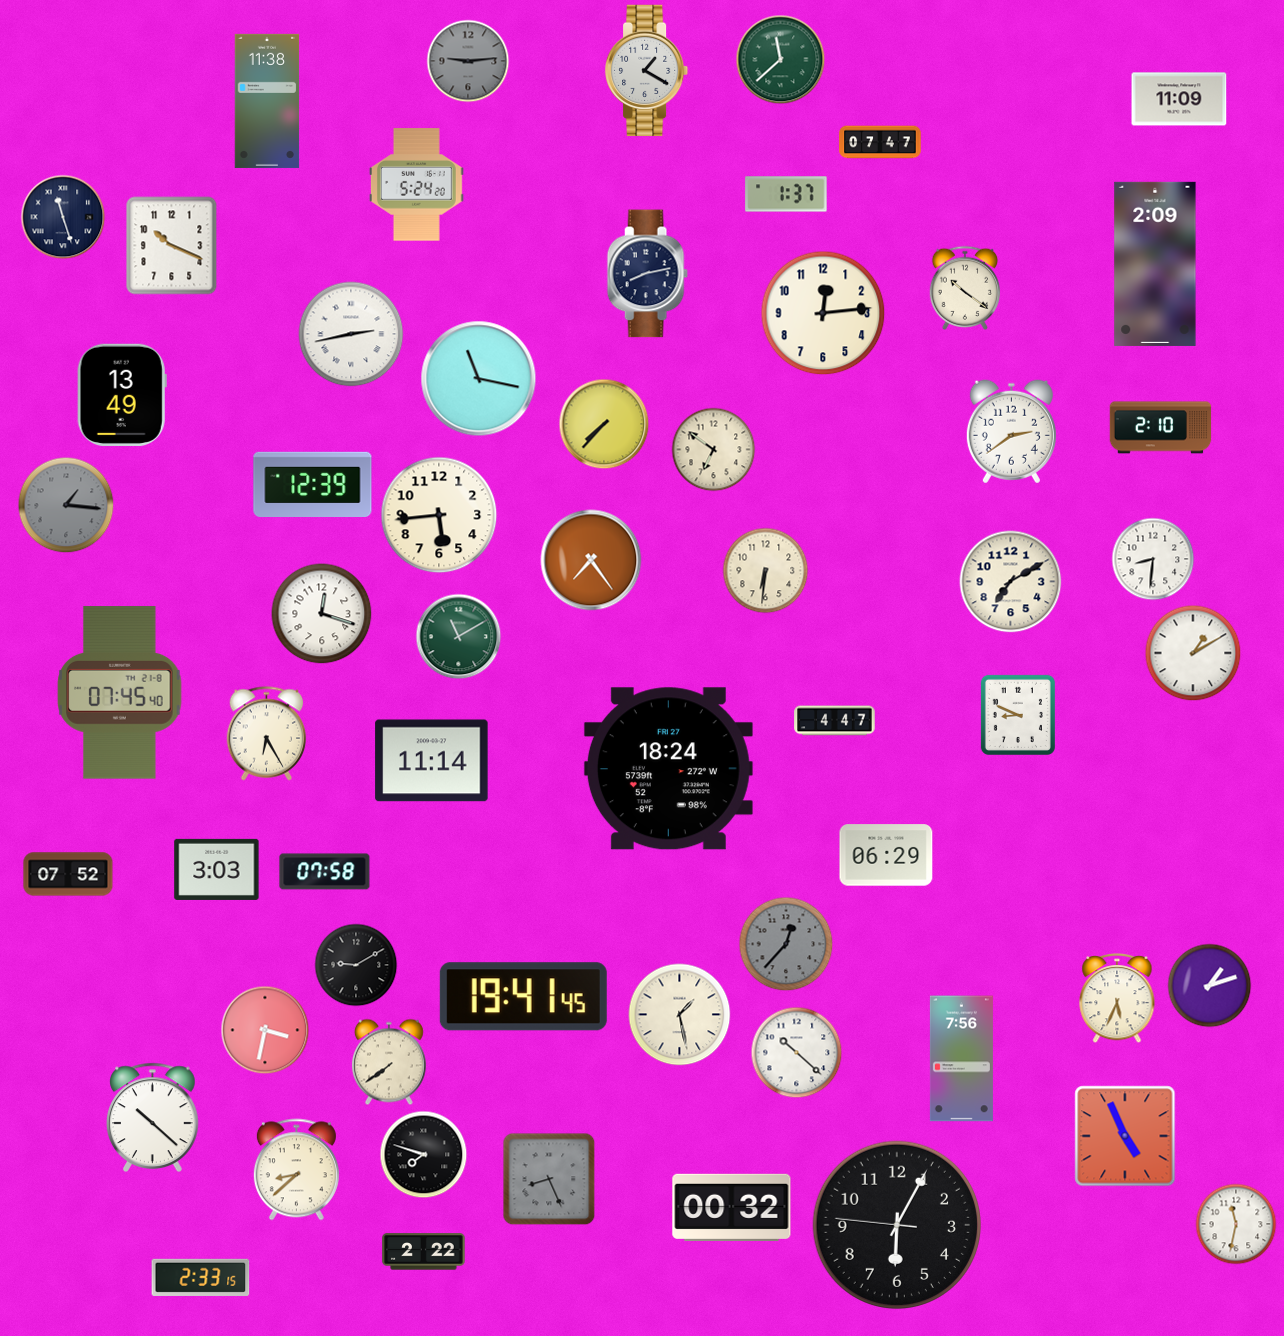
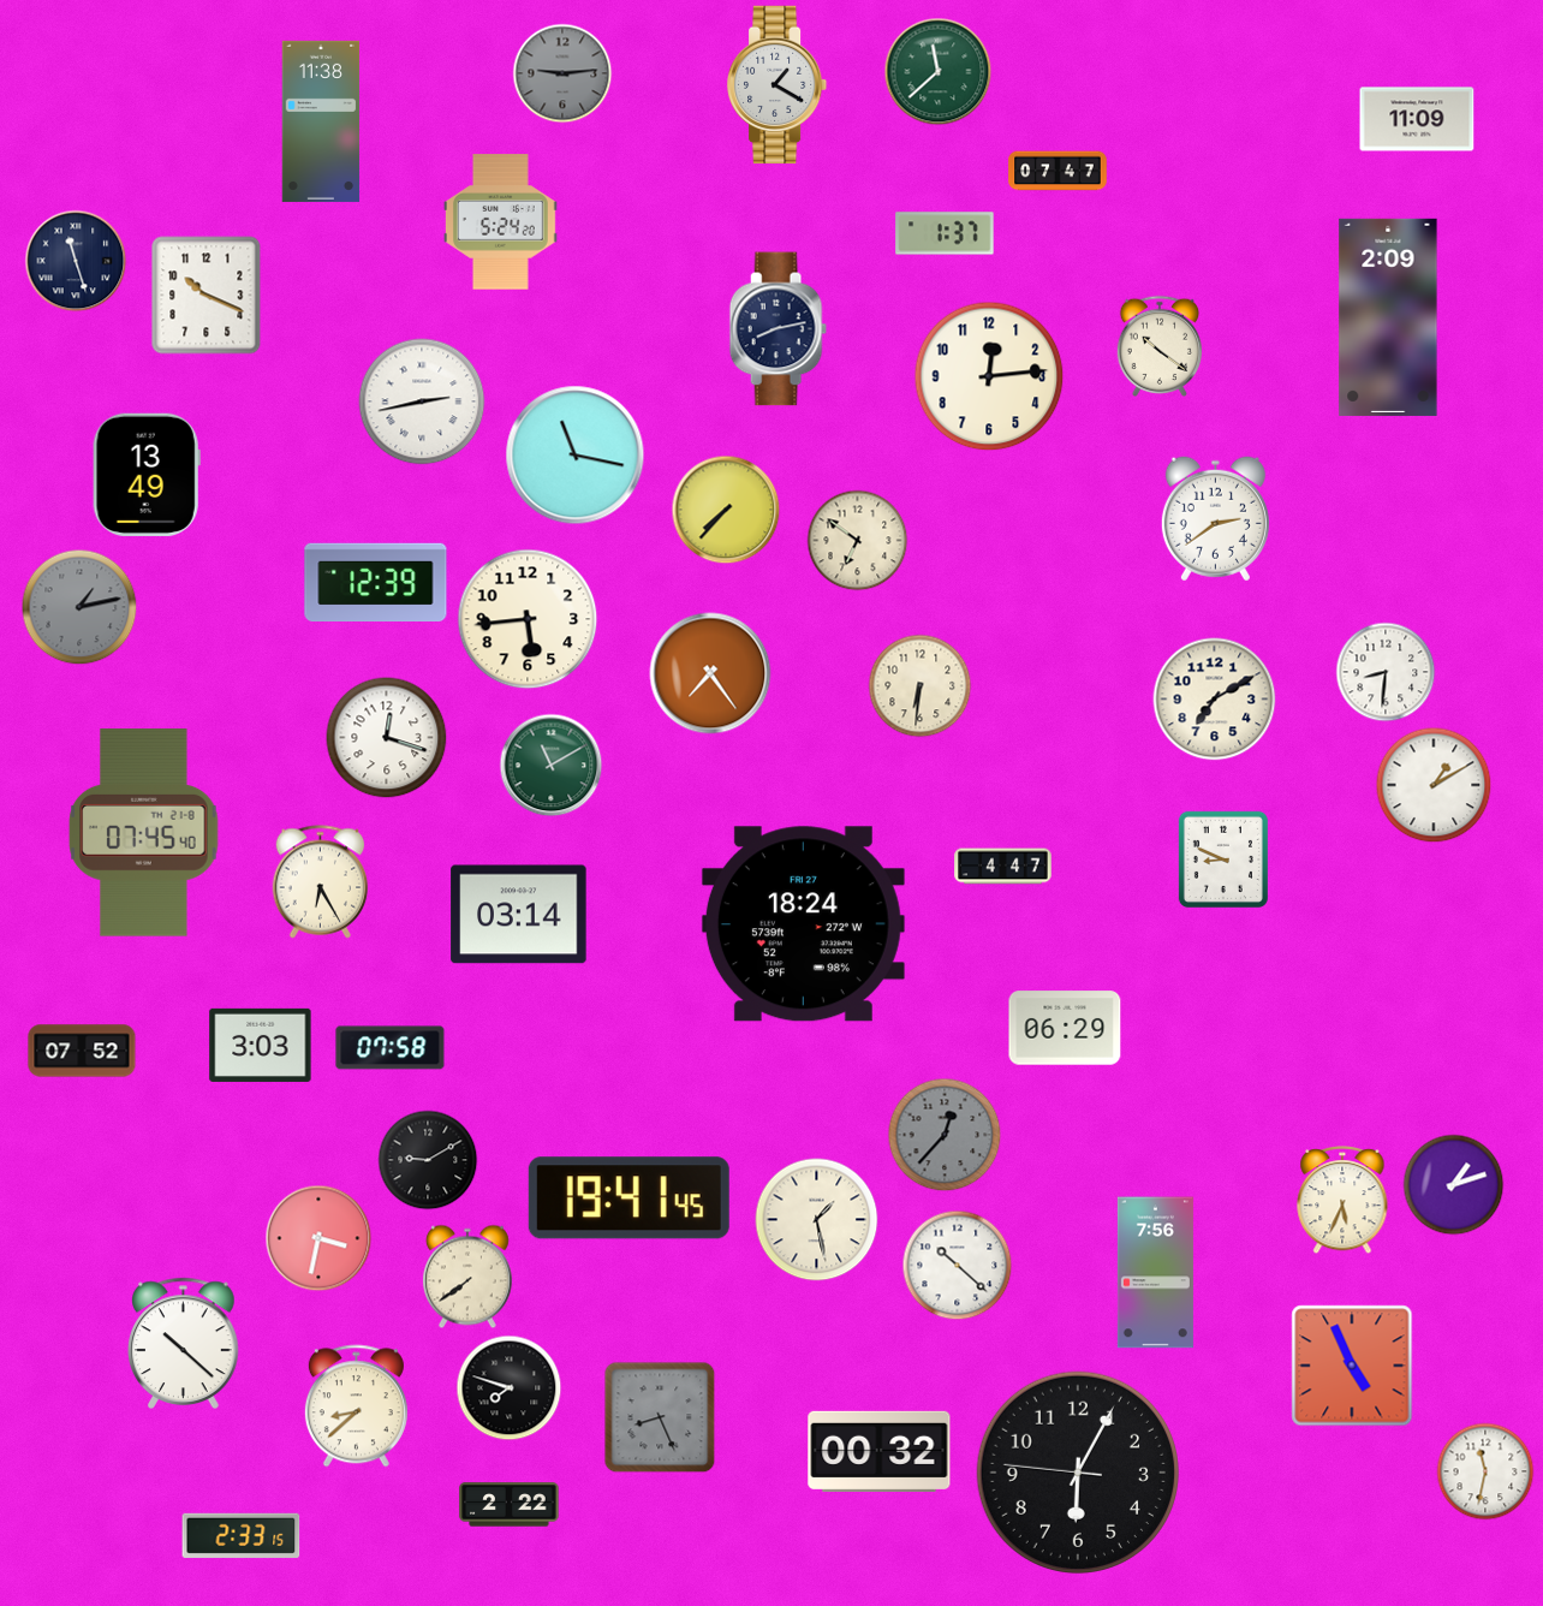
clock at (1161, 428): 2:10 -> none
clock at (66, 505): 1:16 -> 1:13
clock at (432, 761): 11:14 -> 03:14
